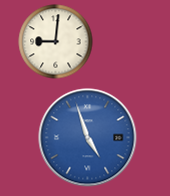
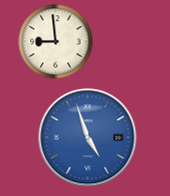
clock at (56, 42): 9:01 -> 8:59
